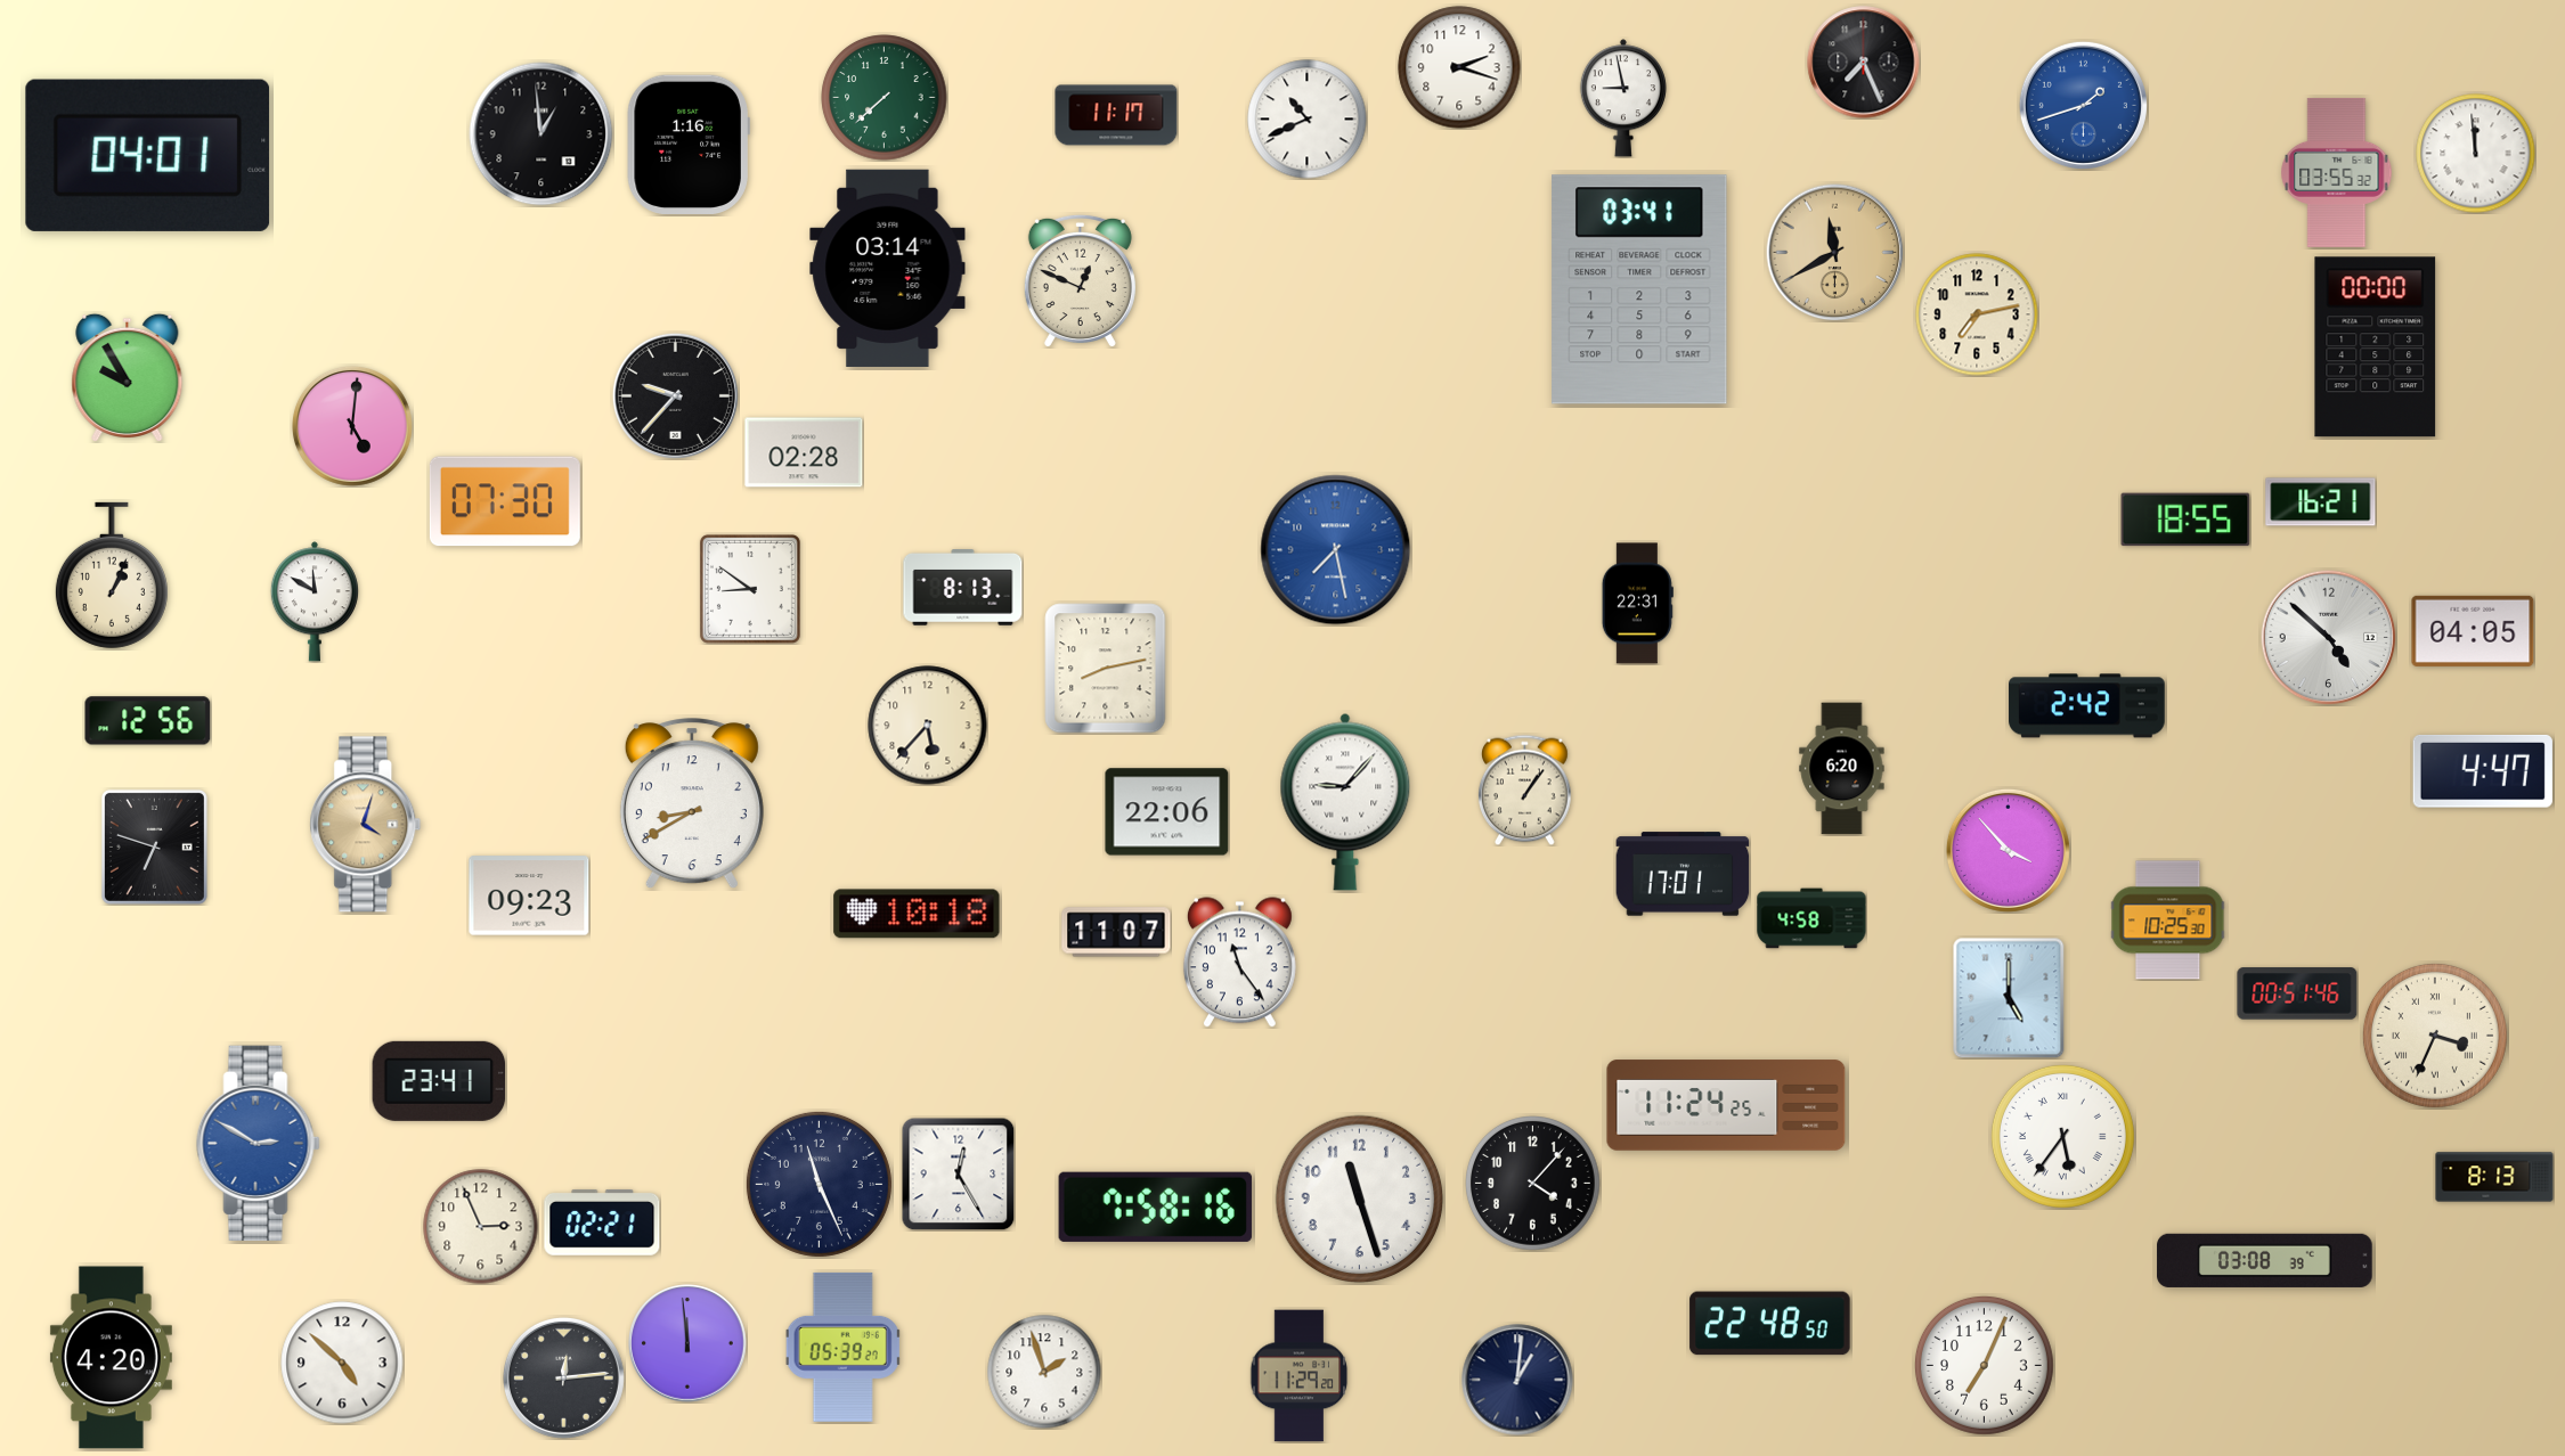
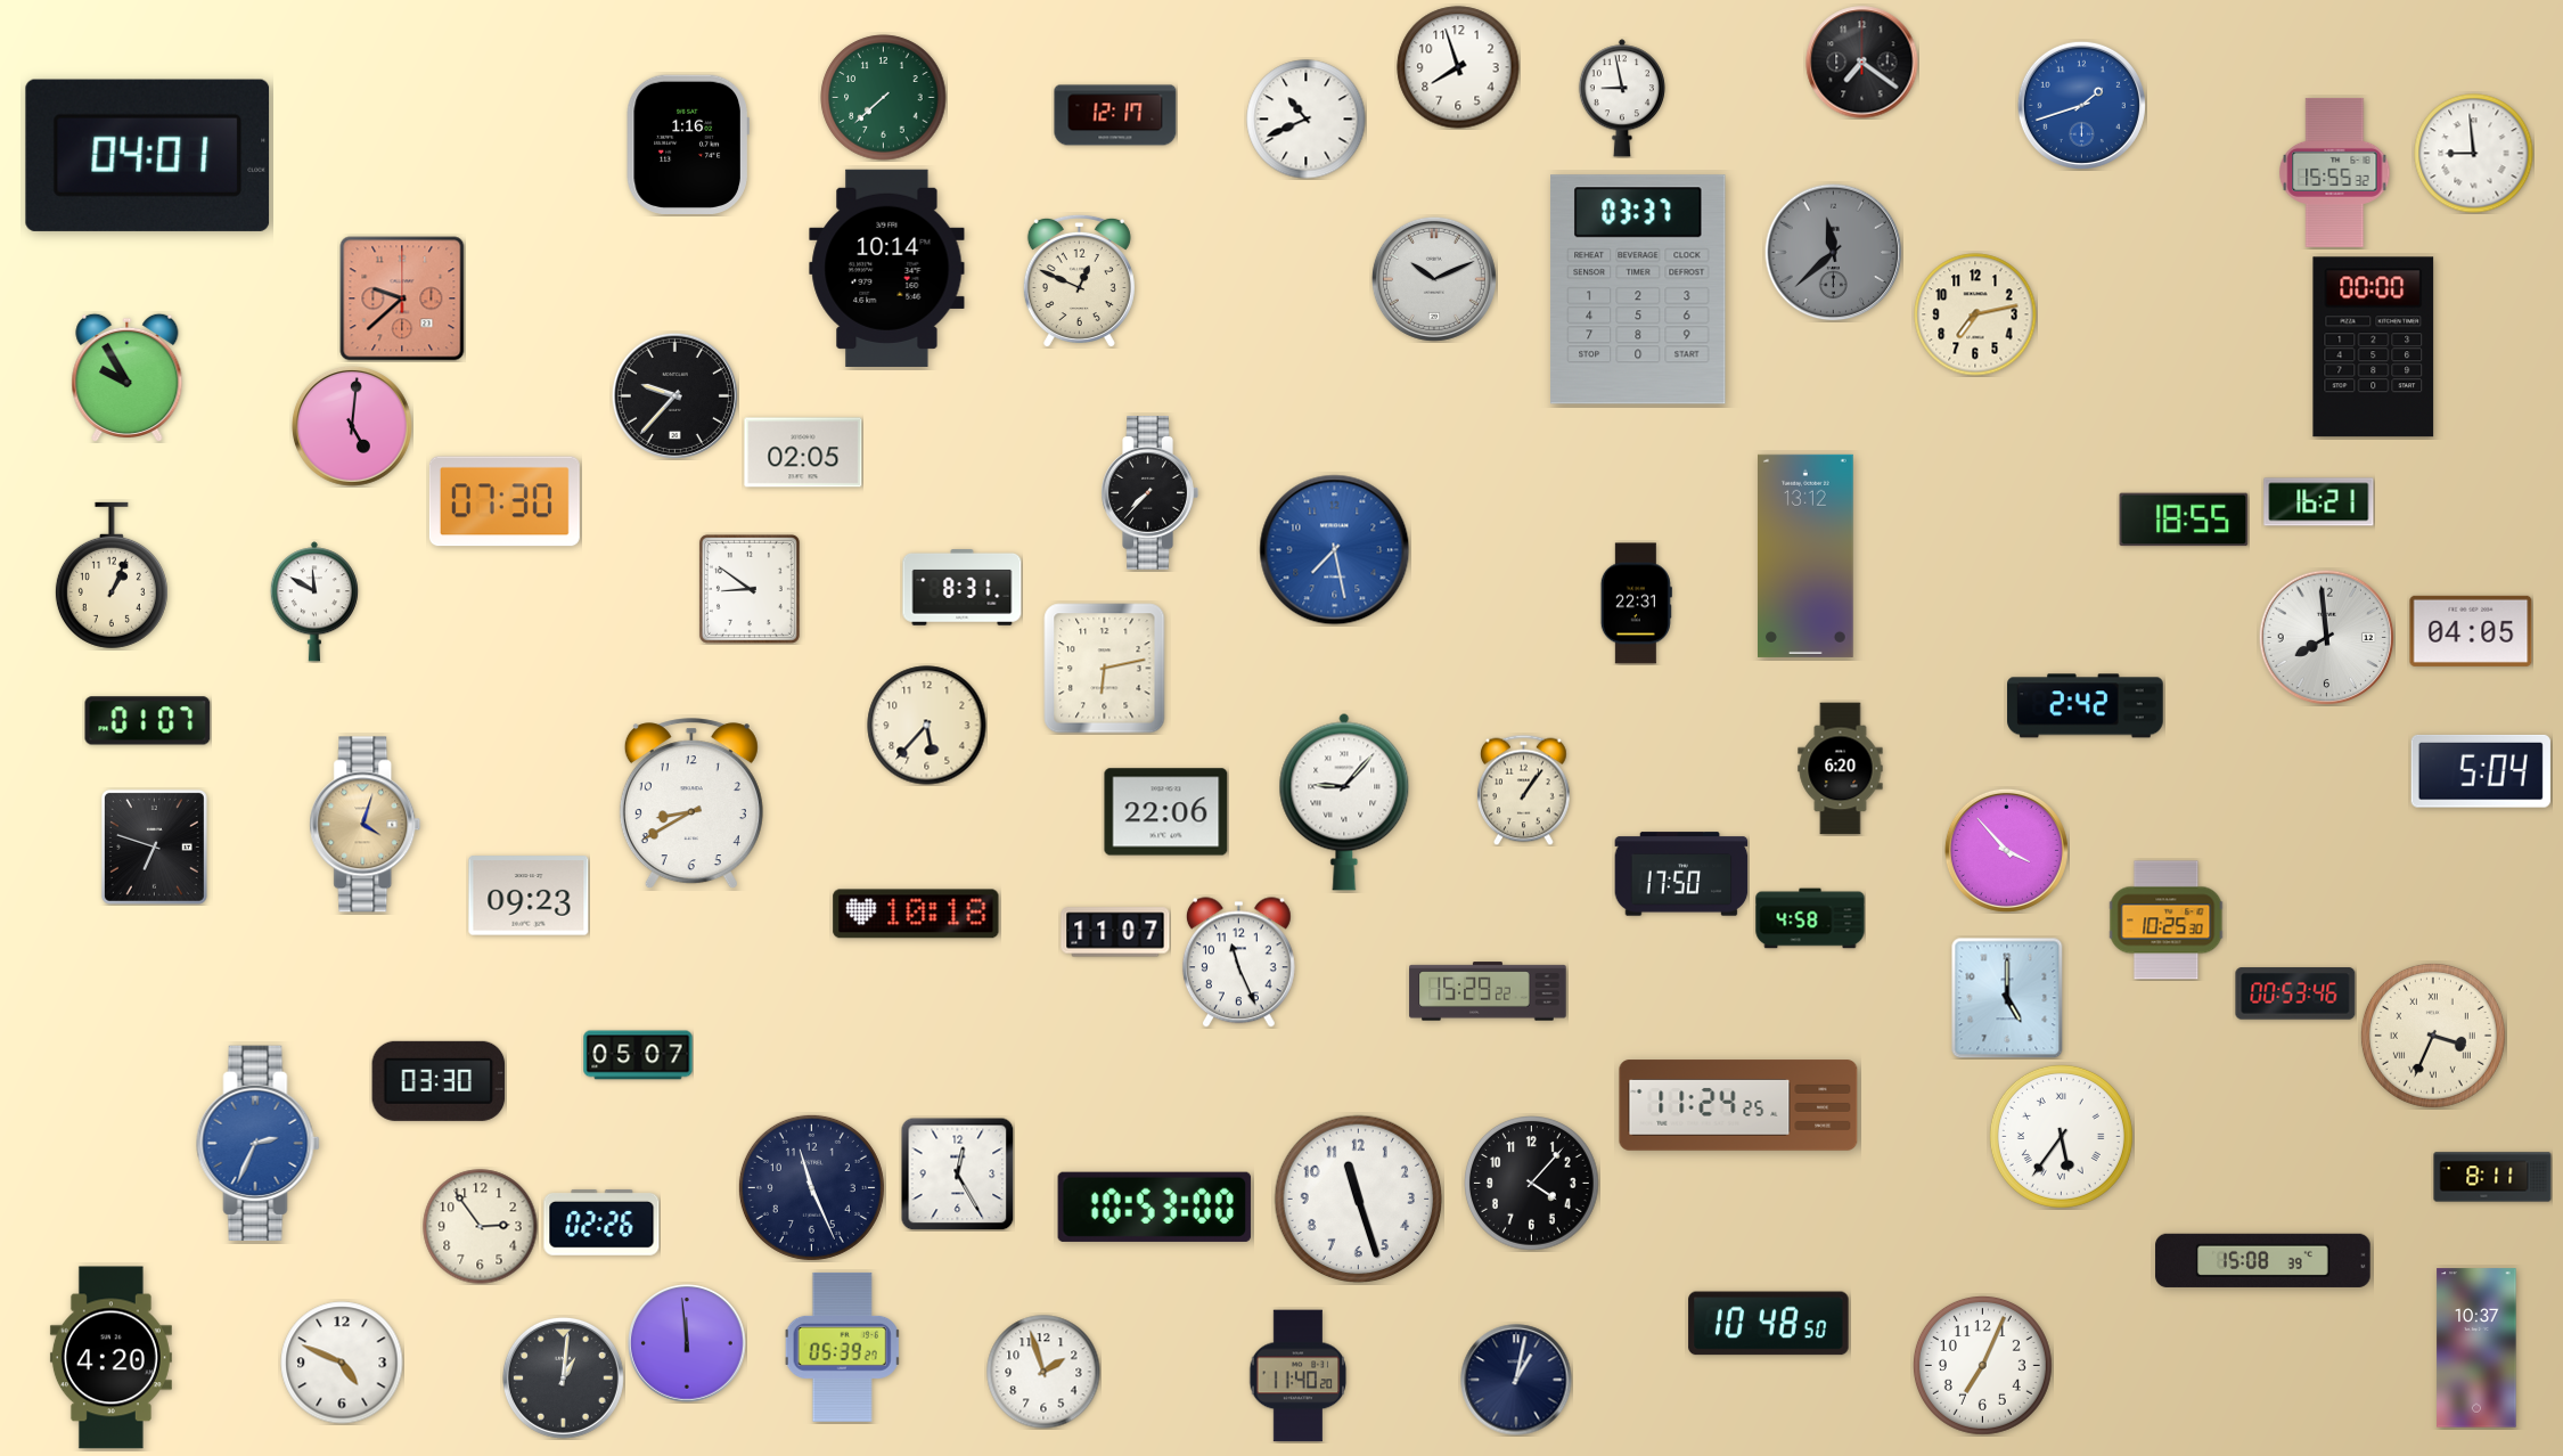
clock at (1864, 63): 7:26 -> 7:21
clock at (1459, 67): 2:18 -> 7:57
clock at (1116, 115): 11:17 -> 12:17
clock at (541, 134): 12:59 -> none
clock at (2476, 154): 11:59 -> 8:59
clock at (2337, 172): 03:55 -> 15:55
clock at (1835, 253): 11:40 -> 11:38
clock at (1835, 253) dial: champagne -> grey
clock at (888, 268): 03:14 -> 10:14
clock at (1434, 279): none -> 10:11
clock at (1639, 289): 03:41 -> 03:37
clock at (402, 298): none -> 9:38
clock at (804, 452): 02:28 -> 02:05
clock at (1149, 493): none -> 7:37
clock at (1807, 556): none -> 13:12
clock at (963, 588): 8:13 -> 8:31
clock at (2328, 637): 4:52 -> 7:59
clock at (1106, 669): 8:13 -> 6:13
clock at (148, 721): 12:56 -> 01:07
clock at (2483, 771): 4:47 -> 5:04
clock at (1683, 874): 17:01 -> 17:50
clock at (1239, 963): 11:24 -> 11:26
clock at (1488, 991): none -> 15:29
clock at (2297, 993): 00:51 -> 00:53
clock at (638, 1055): none -> 05:07
clock at (439, 1081): 23:41 -> 03:30
clock at (1726, 1105) position: (1726, 1105) -> (1738, 1105)
clock at (259, 1143): 2:50 -> 2:34
clock at (2494, 1177): 8:13 -> 8:11
clock at (819, 1184) position: (819, 1184) -> (811, 1187)
clock at (1155, 1206): 7:58 -> 10:53
clock at (602, 1222): 02:21 -> 02:26
clock at (481, 1227): 2:56 -> 2:54
clock at (2265, 1260): 03:08 -> 15:08
clock at (1770, 1324): 22:48 -> 10:48
clock at (2476, 1348): none -> 10:37
clock at (342, 1363): 4:52 -> 4:49
clock at (1300, 1376): 11:29 -> 11:40
clock at (563, 1377): 12:14 -> 1:01
clock at (1517, 1380): 1:01 -> 1:02
